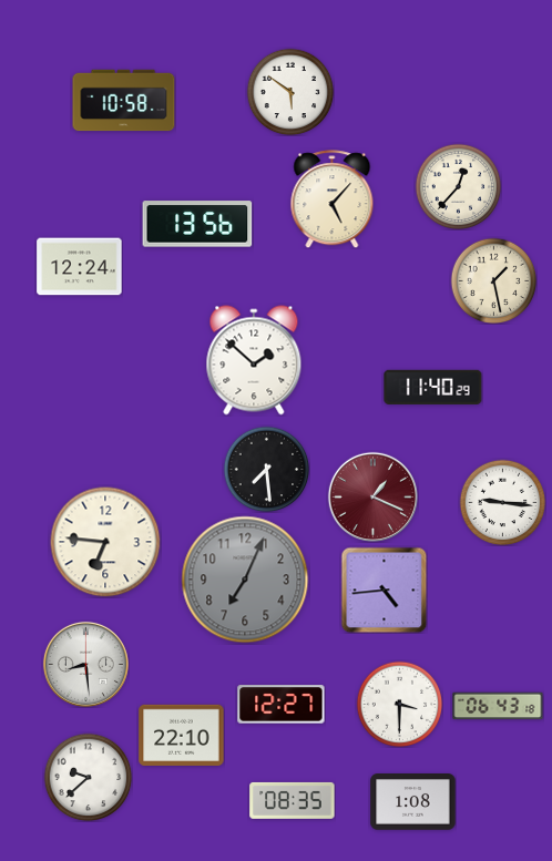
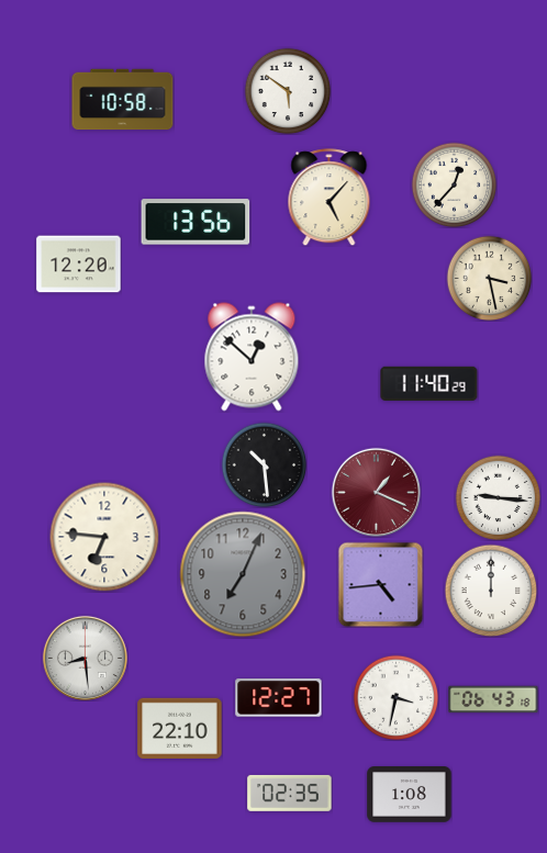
clock at (80, 267): 12:24 -> 12:20
clock at (493, 280): 1:28 -> 3:28
clock at (254, 360): 1:52 -> 12:52
clock at (266, 469): 7:29 -> 10:29
clock at (372, 496) position: (372, 496) -> (376, 492)
clock at (491, 591): none -> 12:00
clock at (399, 704): 3:30 -> 3:32
clock at (88, 777): 9:38 -> none
clock at (293, 800): 08:35 -> 02:35
